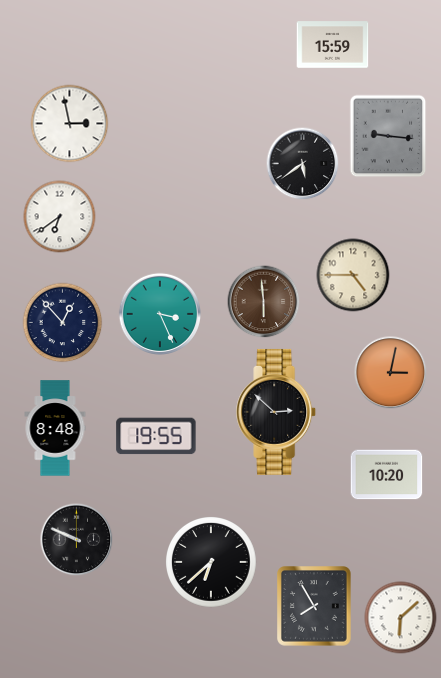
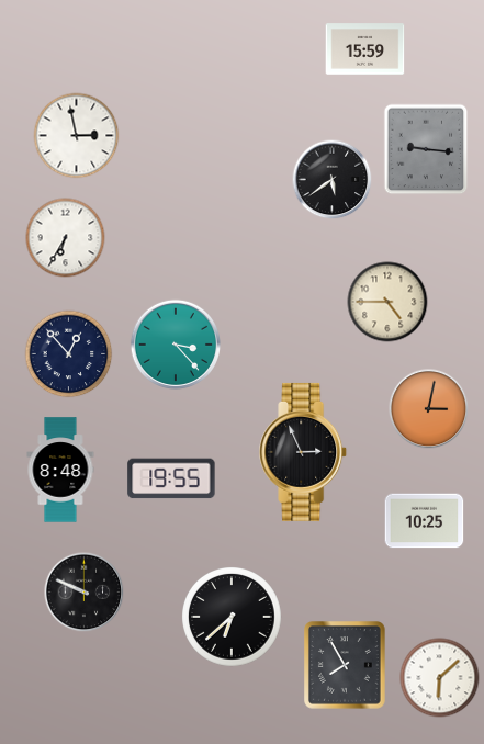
clock at (60, 217): 6:39 -> 6:35
clock at (264, 302): 5:59 -> none
clock at (160, 314): 3:26 -> 3:23
clock at (277, 412): 2:52 -> 2:56
clock at (387, 475): 10:20 -> 10:25
